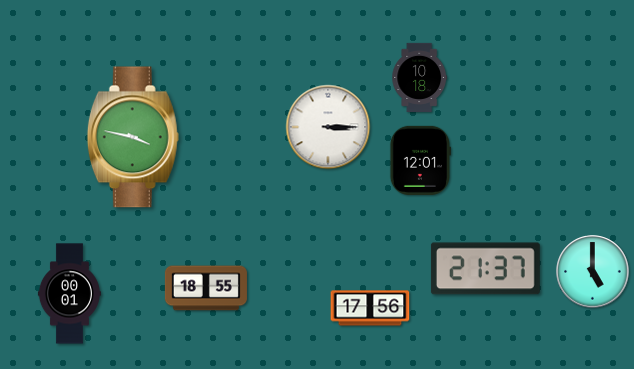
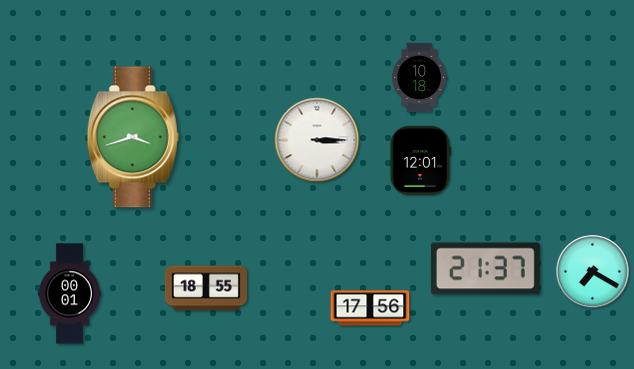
clock at (328, 127) position: (328, 127) -> (317, 140)
clock at (133, 137): 3:47 -> 3:42
clock at (593, 272): 5:00 -> 7:20
